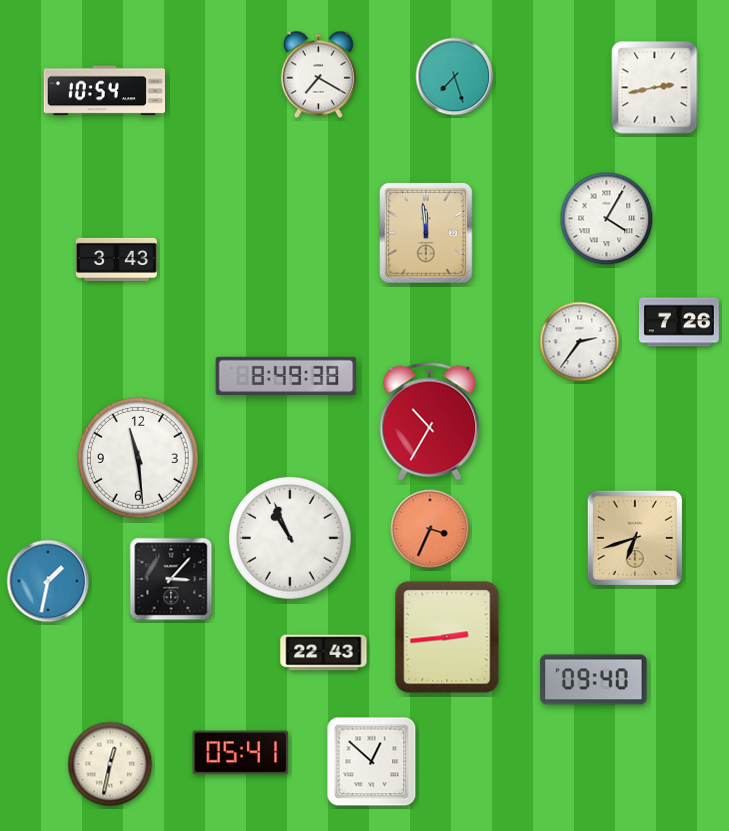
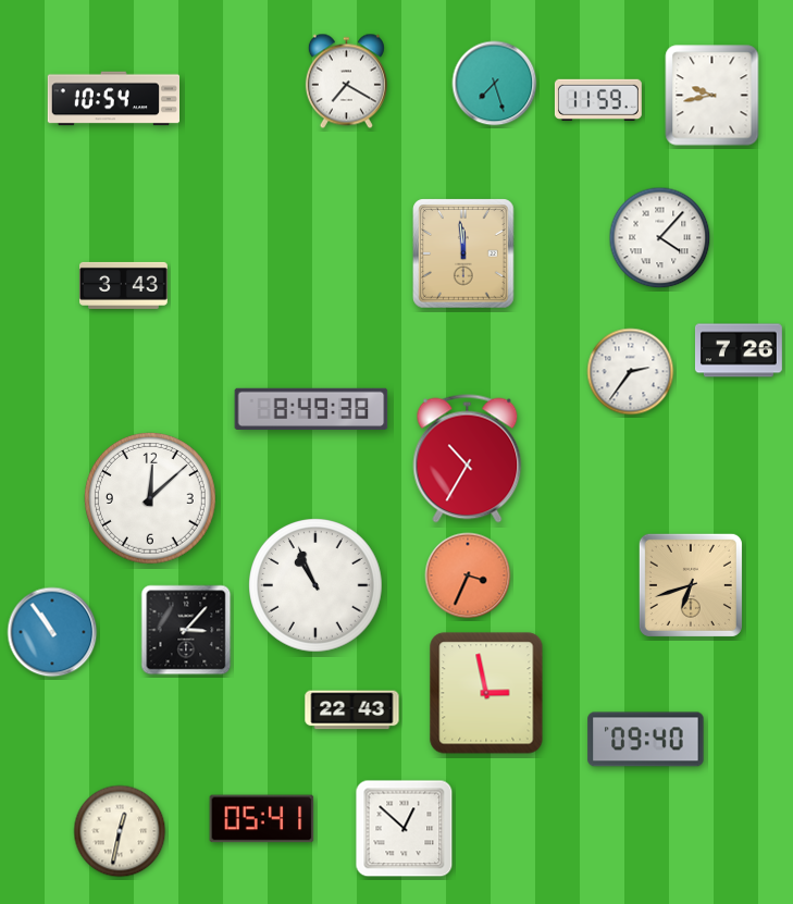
clock at (655, 88): 2:43 -> 9:43
clock at (598, 100): none -> 11:59
clock at (607, 219): 4:05 -> 4:07
clock at (117, 259) position: (117, 259) -> (124, 285)
clock at (139, 459): 11:29 -> 12:08
clock at (48, 581): 1:32 -> 10:54
clock at (447, 637): 2:44 -> 2:58
